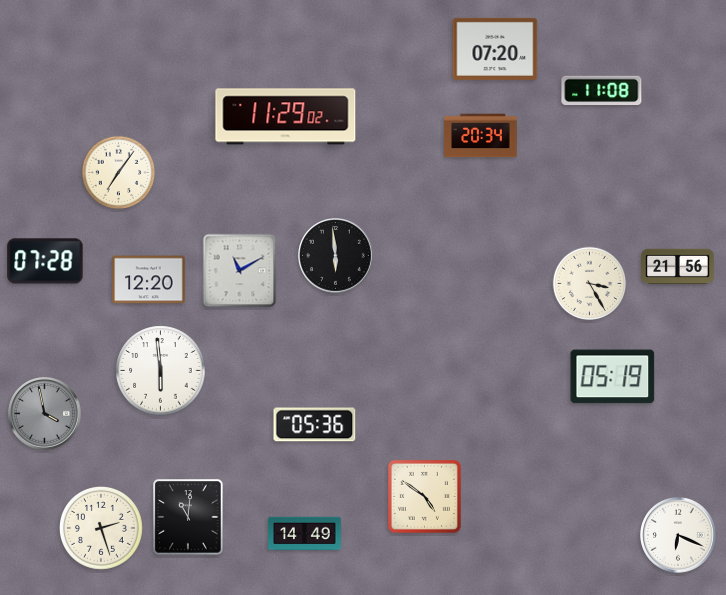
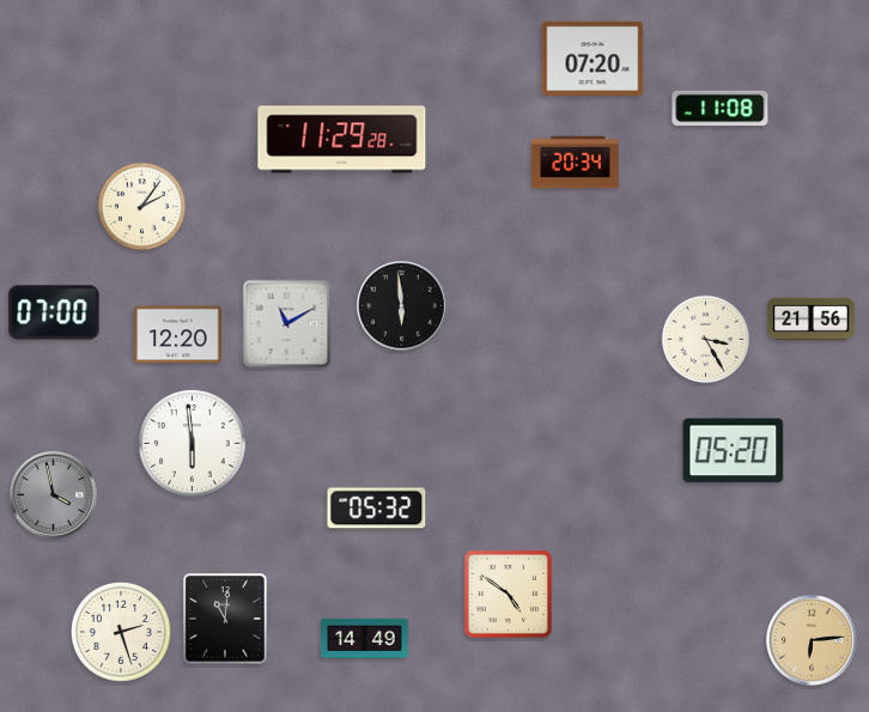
clock at (286, 117): 11:29:02 -> 11:29:28
clock at (119, 173): 7:06 -> 2:06
clock at (45, 261): 07:28 -> 07:00
clock at (613, 377): 05:19 -> 05:20
clock at (315, 425): 05:36 -> 05:32
clock at (679, 536): 6:19 -> 6:14
clock at (679, 536) dial: white -> champagne
